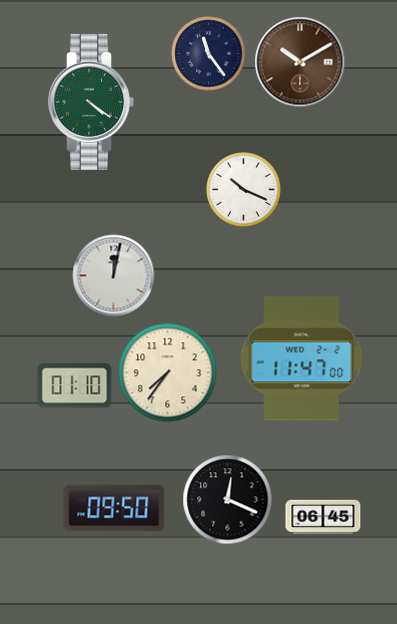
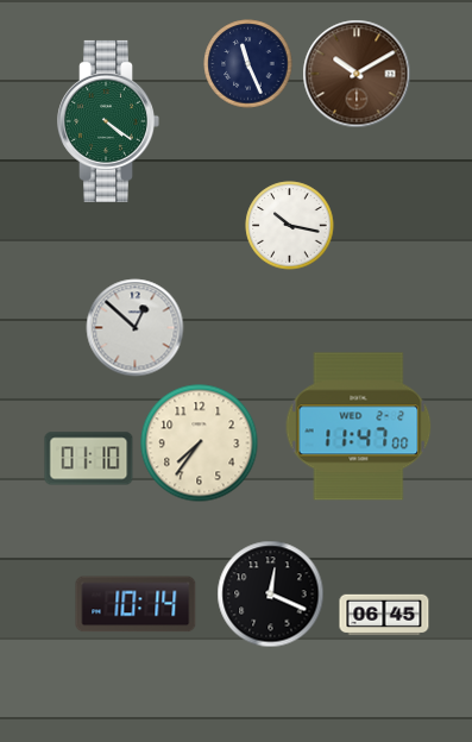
clock at (209, 54): 11:24 -> 11:26
clock at (244, 190): 10:19 -> 10:17
clock at (114, 276): 12:02 -> 12:52
clock at (114, 508): 09:50 -> 10:14
